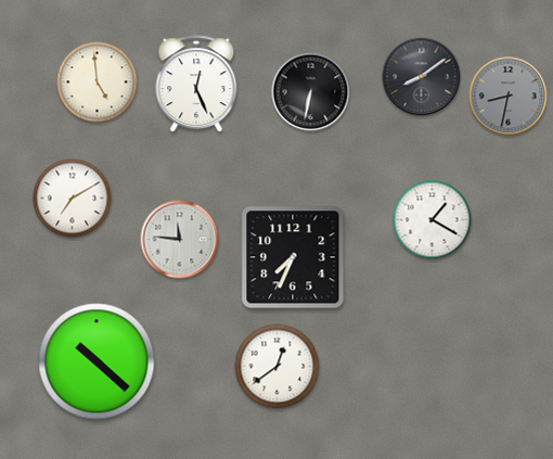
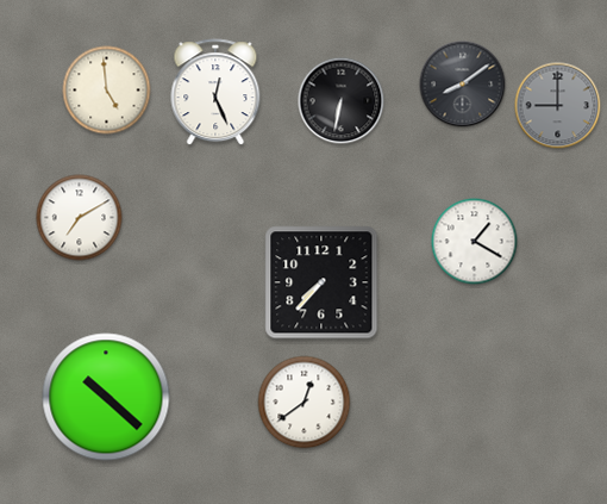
clock at (509, 97): 8:32 -> 9:00
clock at (180, 240): 11:46 -> none
clock at (293, 257): 7:34 -> 7:37
